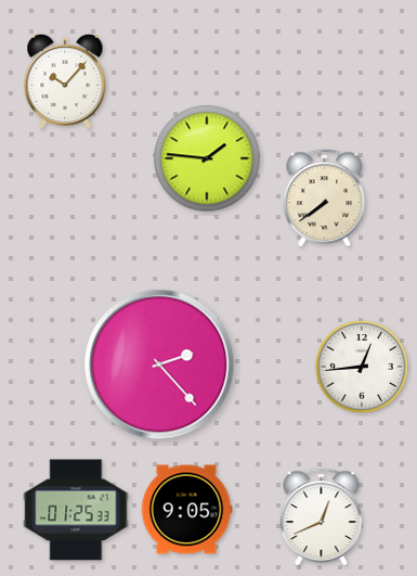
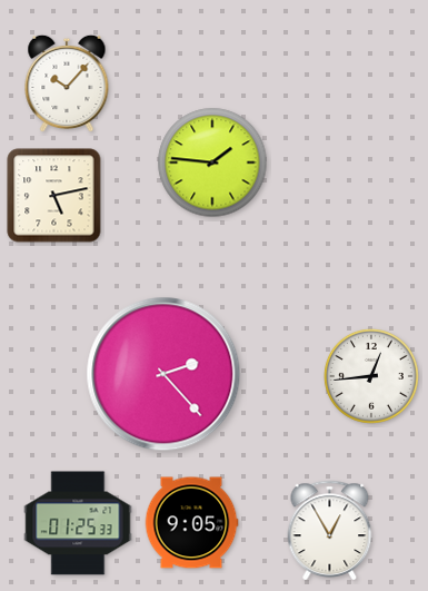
clock at (54, 196): none -> 5:13
clock at (325, 197): 7:39 -> none
clock at (322, 516): 12:41 -> 12:55
